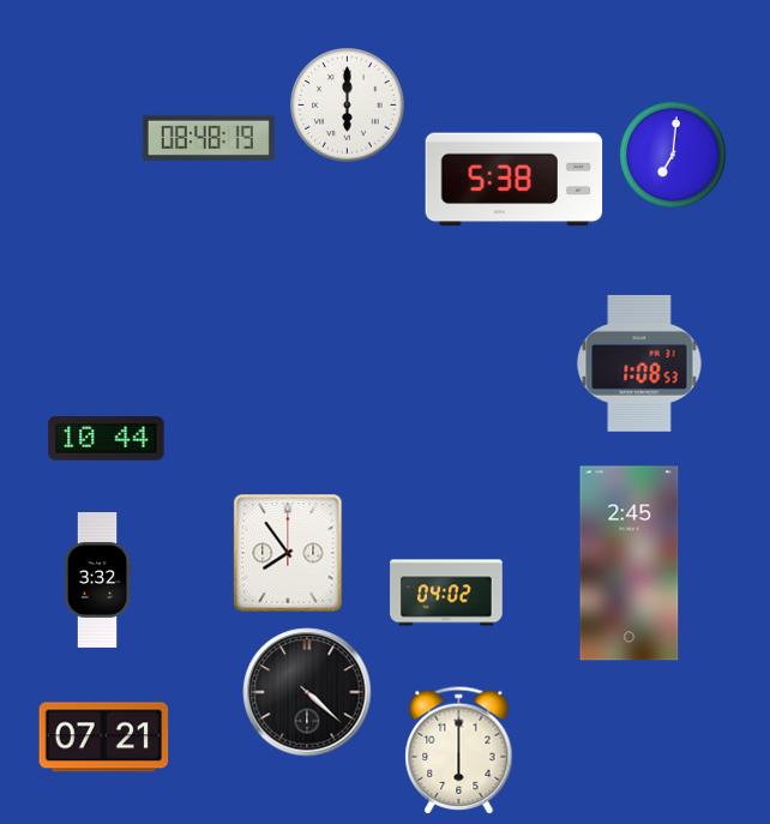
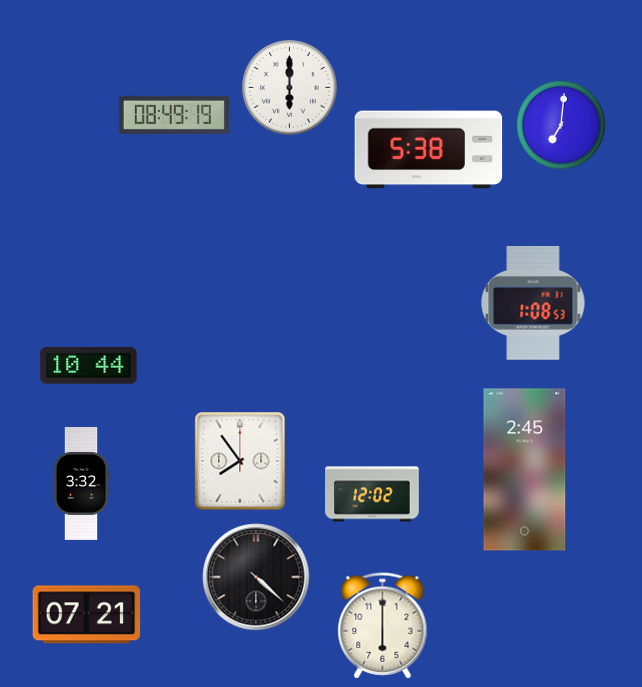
clock at (209, 138): 08:48 -> 08:49
clock at (673, 155) position: (673, 155) -> (561, 125)
clock at (446, 593): 04:02 -> 12:02
